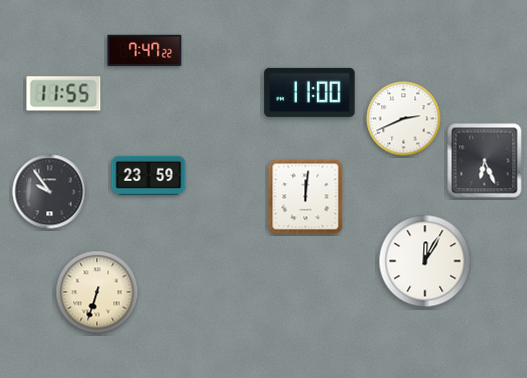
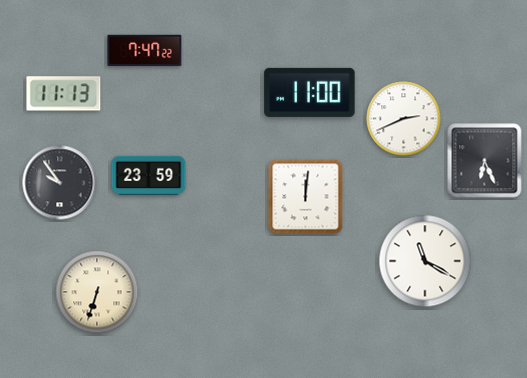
clock at (64, 94): 11:55 -> 11:13
clock at (50, 192) position: (50, 192) -> (60, 183)
clock at (425, 261): 12:05 -> 11:20
